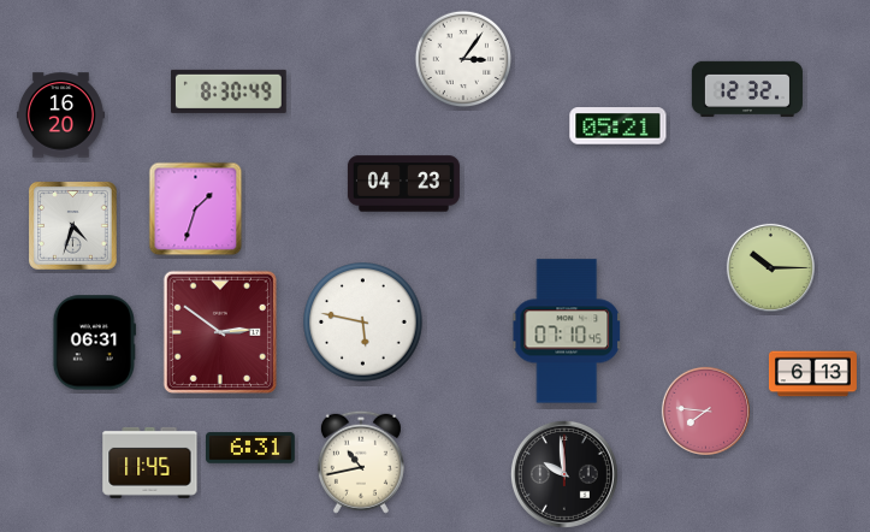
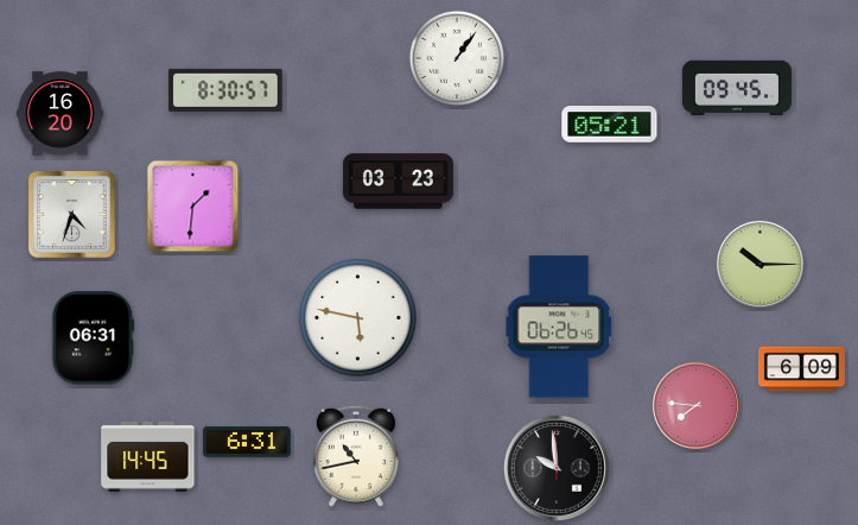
clock at (463, 59): 3:06 -> 1:06
clock at (747, 89): 12:32 -> 09:45
clock at (229, 91): 8:30:49 -> 8:30:57
clock at (403, 184): 04:23 -> 03:23
clock at (196, 209): 1:33 -> 1:31
clock at (73, 226) position: (73, 226) -> (72, 215)
clock at (566, 331): 07:10 -> 06:26
clock at (220, 332): 2:51 -> none
clock at (812, 374): 6:13 -> 6:09
clock at (150, 462): 11:45 -> 14:45
